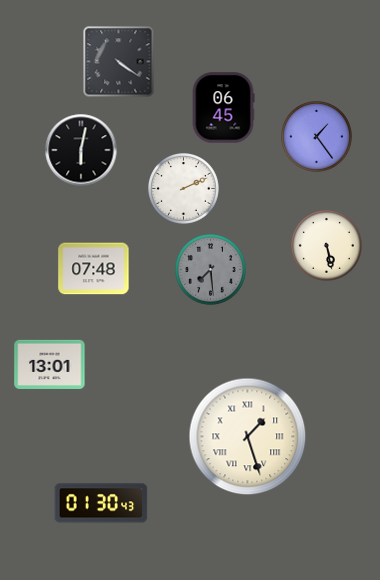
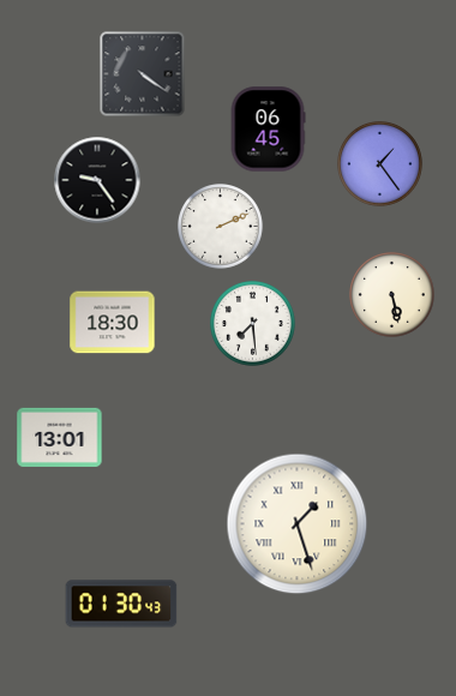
clock at (81, 150): 6:02 -> 9:24
clock at (94, 269): 07:48 -> 18:30
clock at (211, 270) dial: grey -> white
